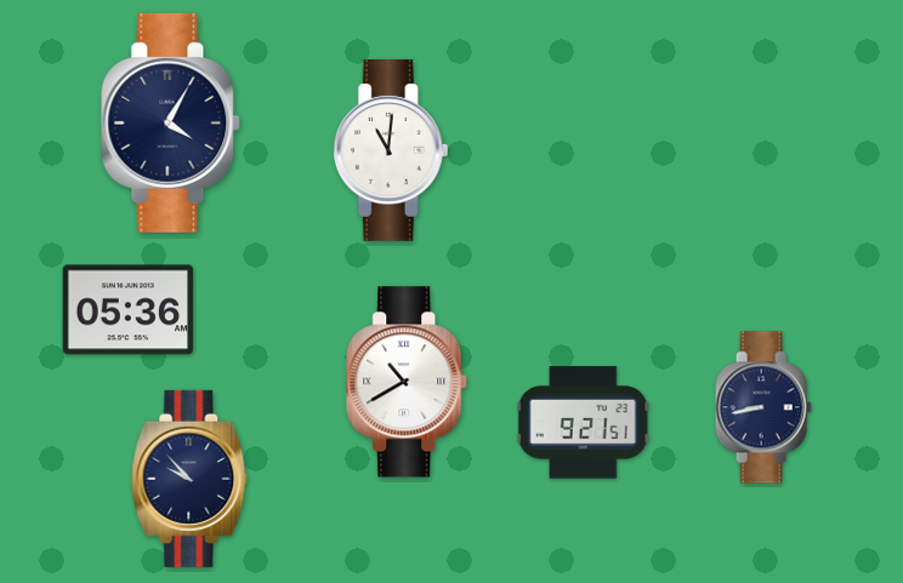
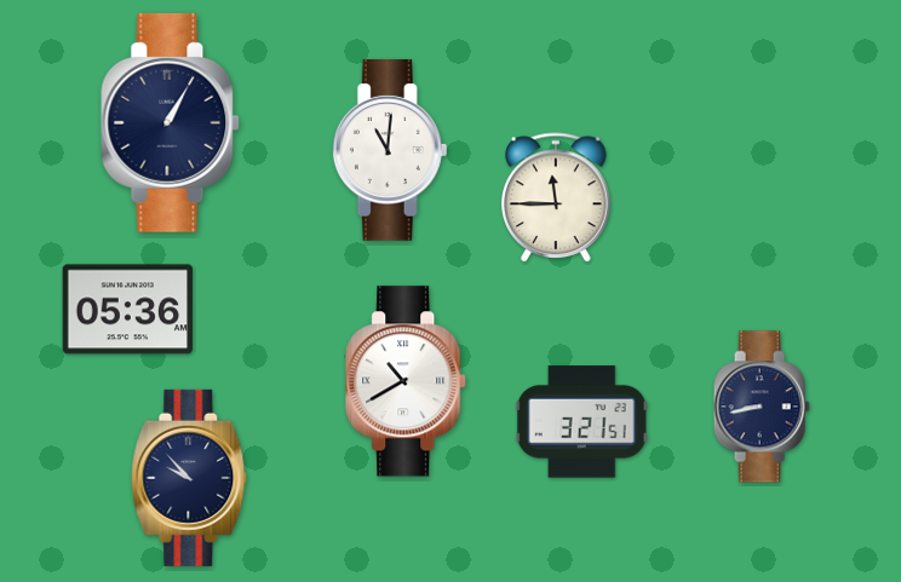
clock at (171, 122): 4:05 -> 1:05
clock at (556, 197): none -> 11:45
clock at (583, 423): 9:21 -> 3:21
